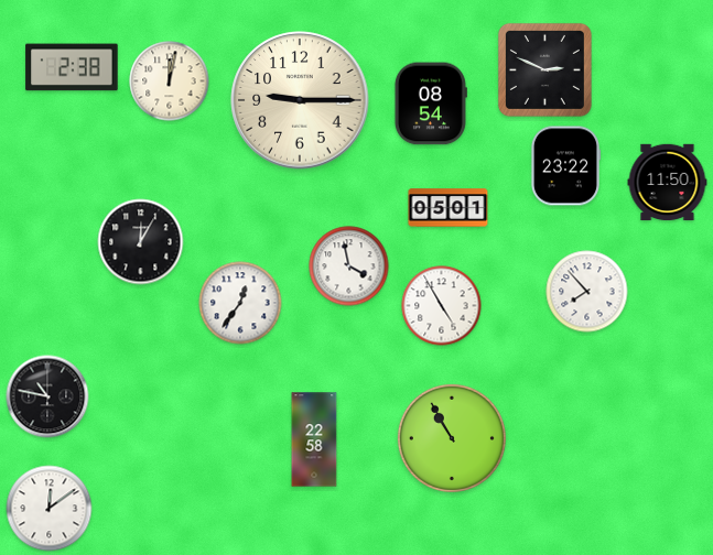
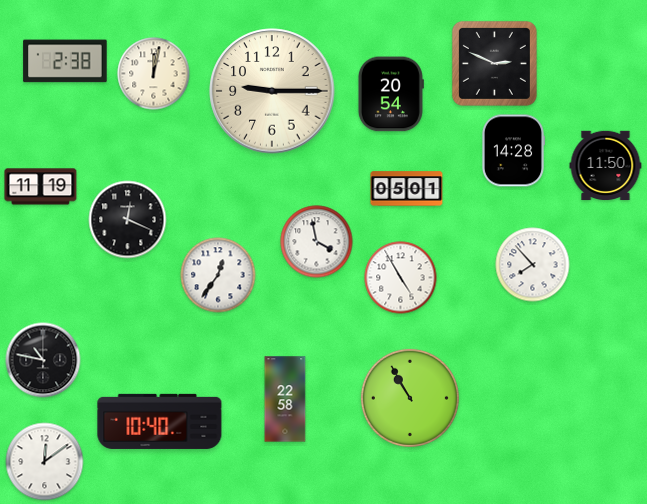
clock at (430, 104): 08:54 -> 20:54
clock at (564, 166): 23:22 -> 14:28
clock at (41, 187): none -> 11:19
clock at (141, 242): 12:05 -> 12:19
clock at (160, 421): none -> 10:40
